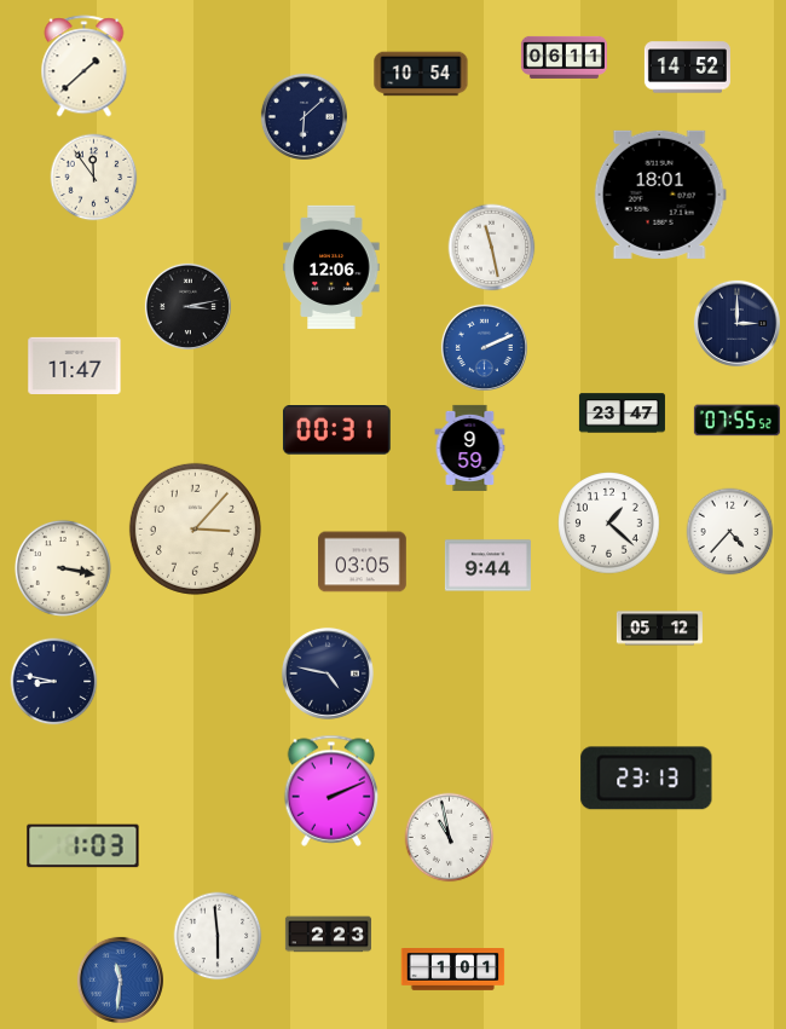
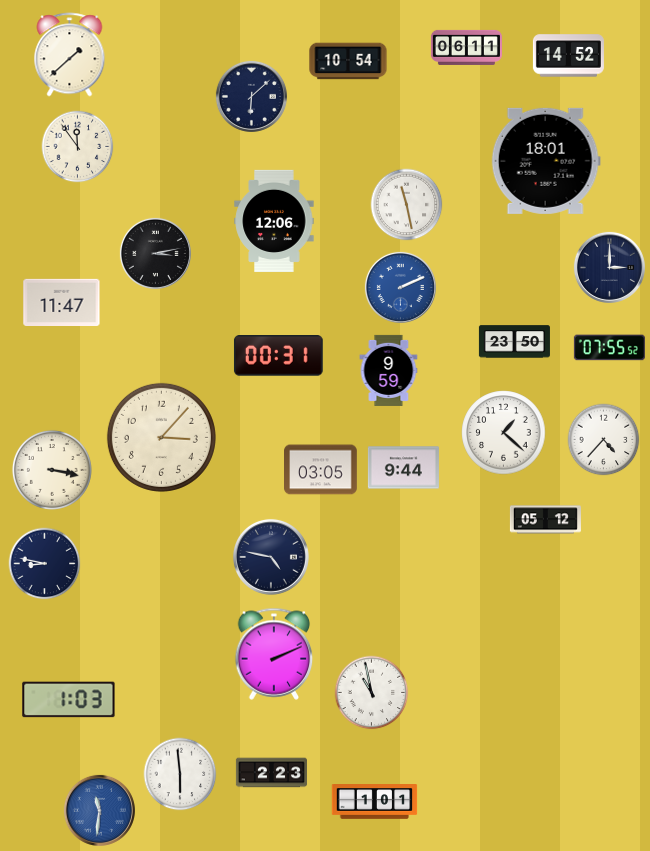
clock at (622, 414): 23:47 -> 23:50
clock at (363, 562) position: (363, 562) -> (321, 470)
clock at (647, 779): 23:13 -> none
